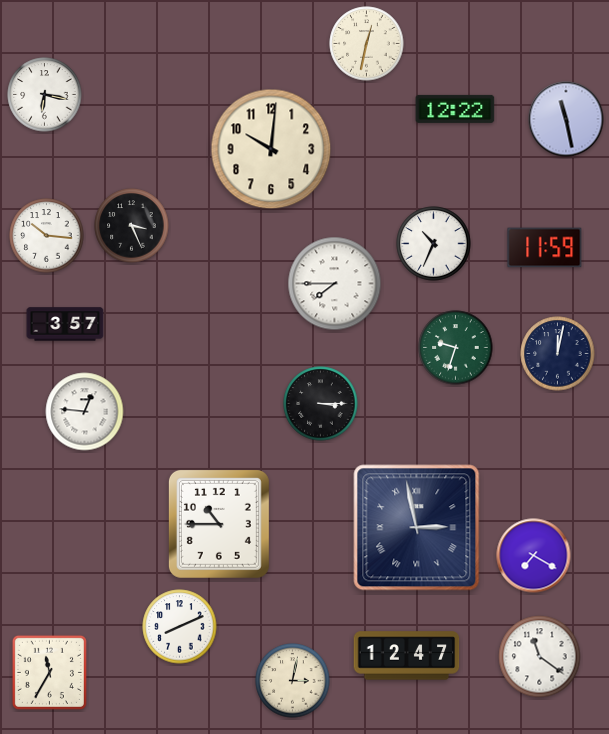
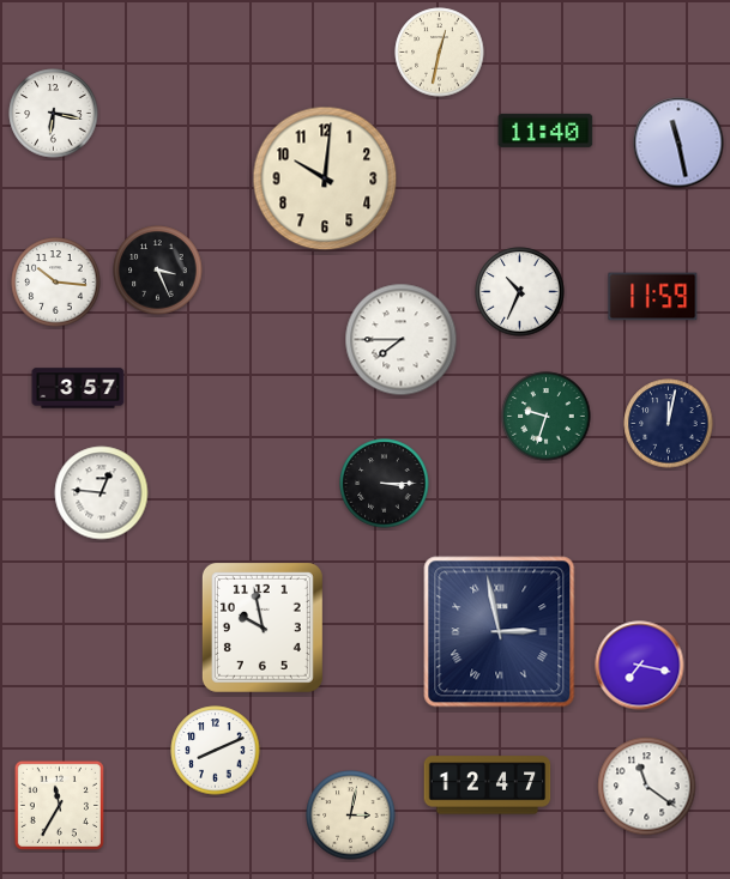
clock at (455, 109): 12:22 -> 11:40
clock at (219, 524): 10:45 -> 9:58
clock at (534, 556): 7:20 -> 7:17
